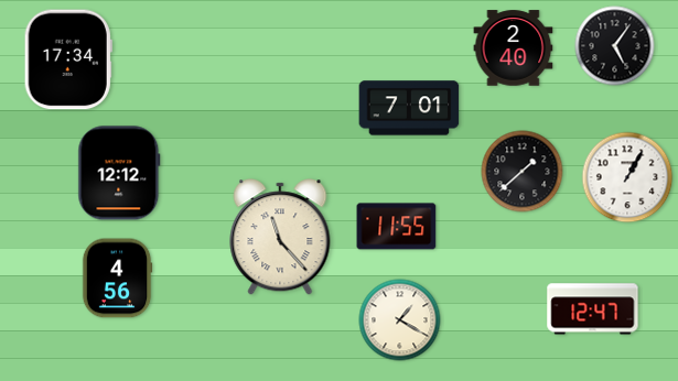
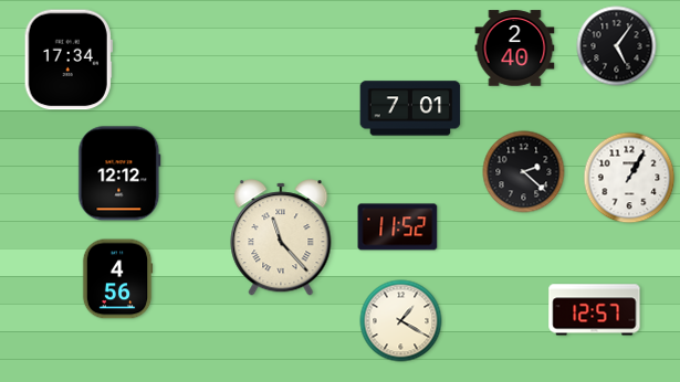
clock at (523, 172): 1:38 -> 2:22
clock at (397, 227): 11:55 -> 11:52
clock at (593, 309): 12:47 -> 12:57
